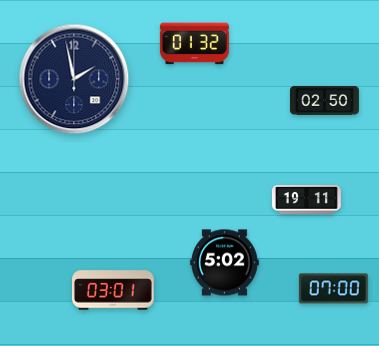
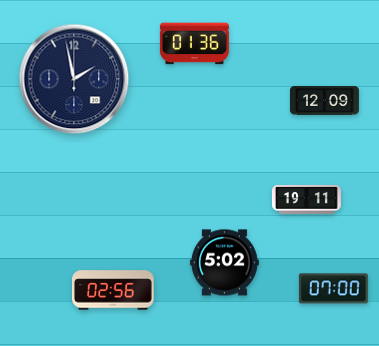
clock at (194, 44): 01:32 -> 01:36
clock at (325, 101): 02:50 -> 12:09
clock at (114, 290): 03:01 -> 02:56
